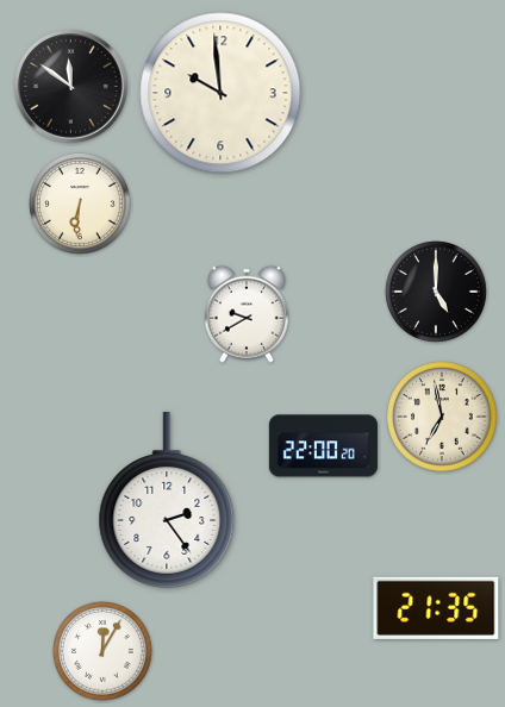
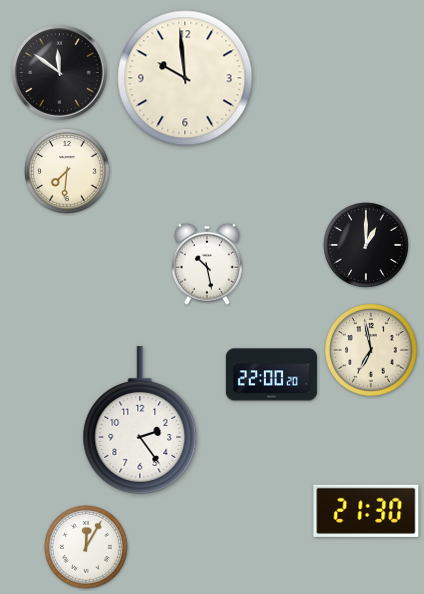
clock at (81, 205): 6:31 -> 7:31
clock at (437, 293): 5:00 -> 1:00
clock at (247, 314): 9:40 -> 10:28
clock at (436, 608): 21:35 -> 21:30
